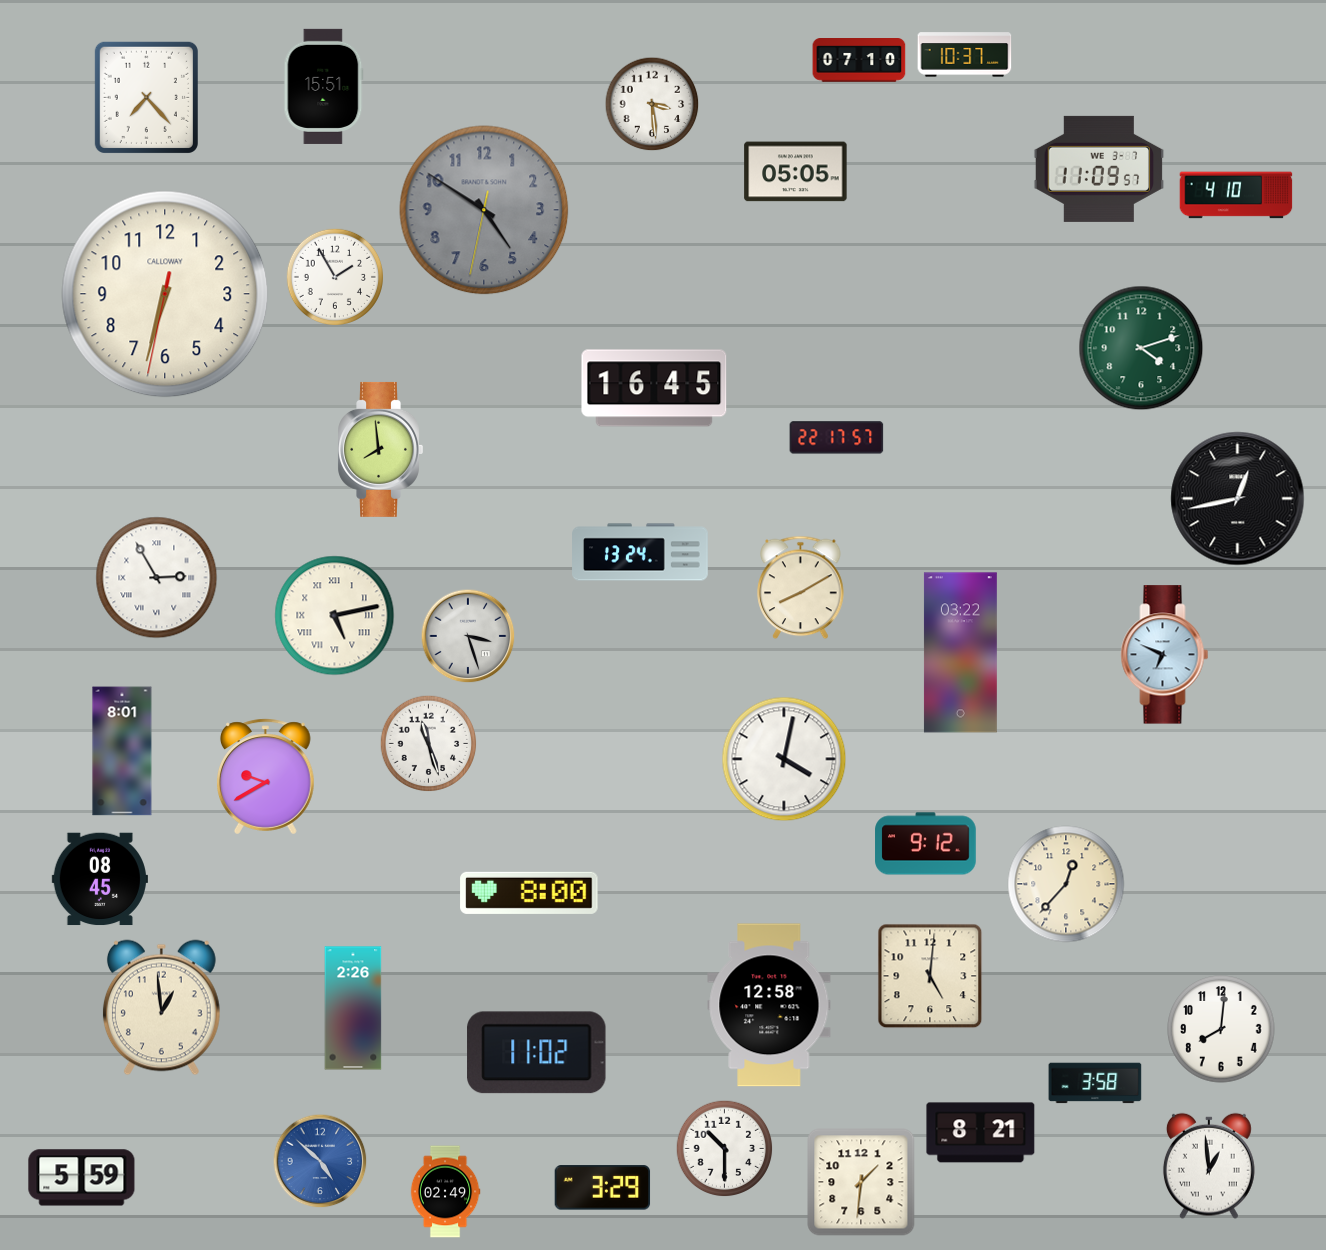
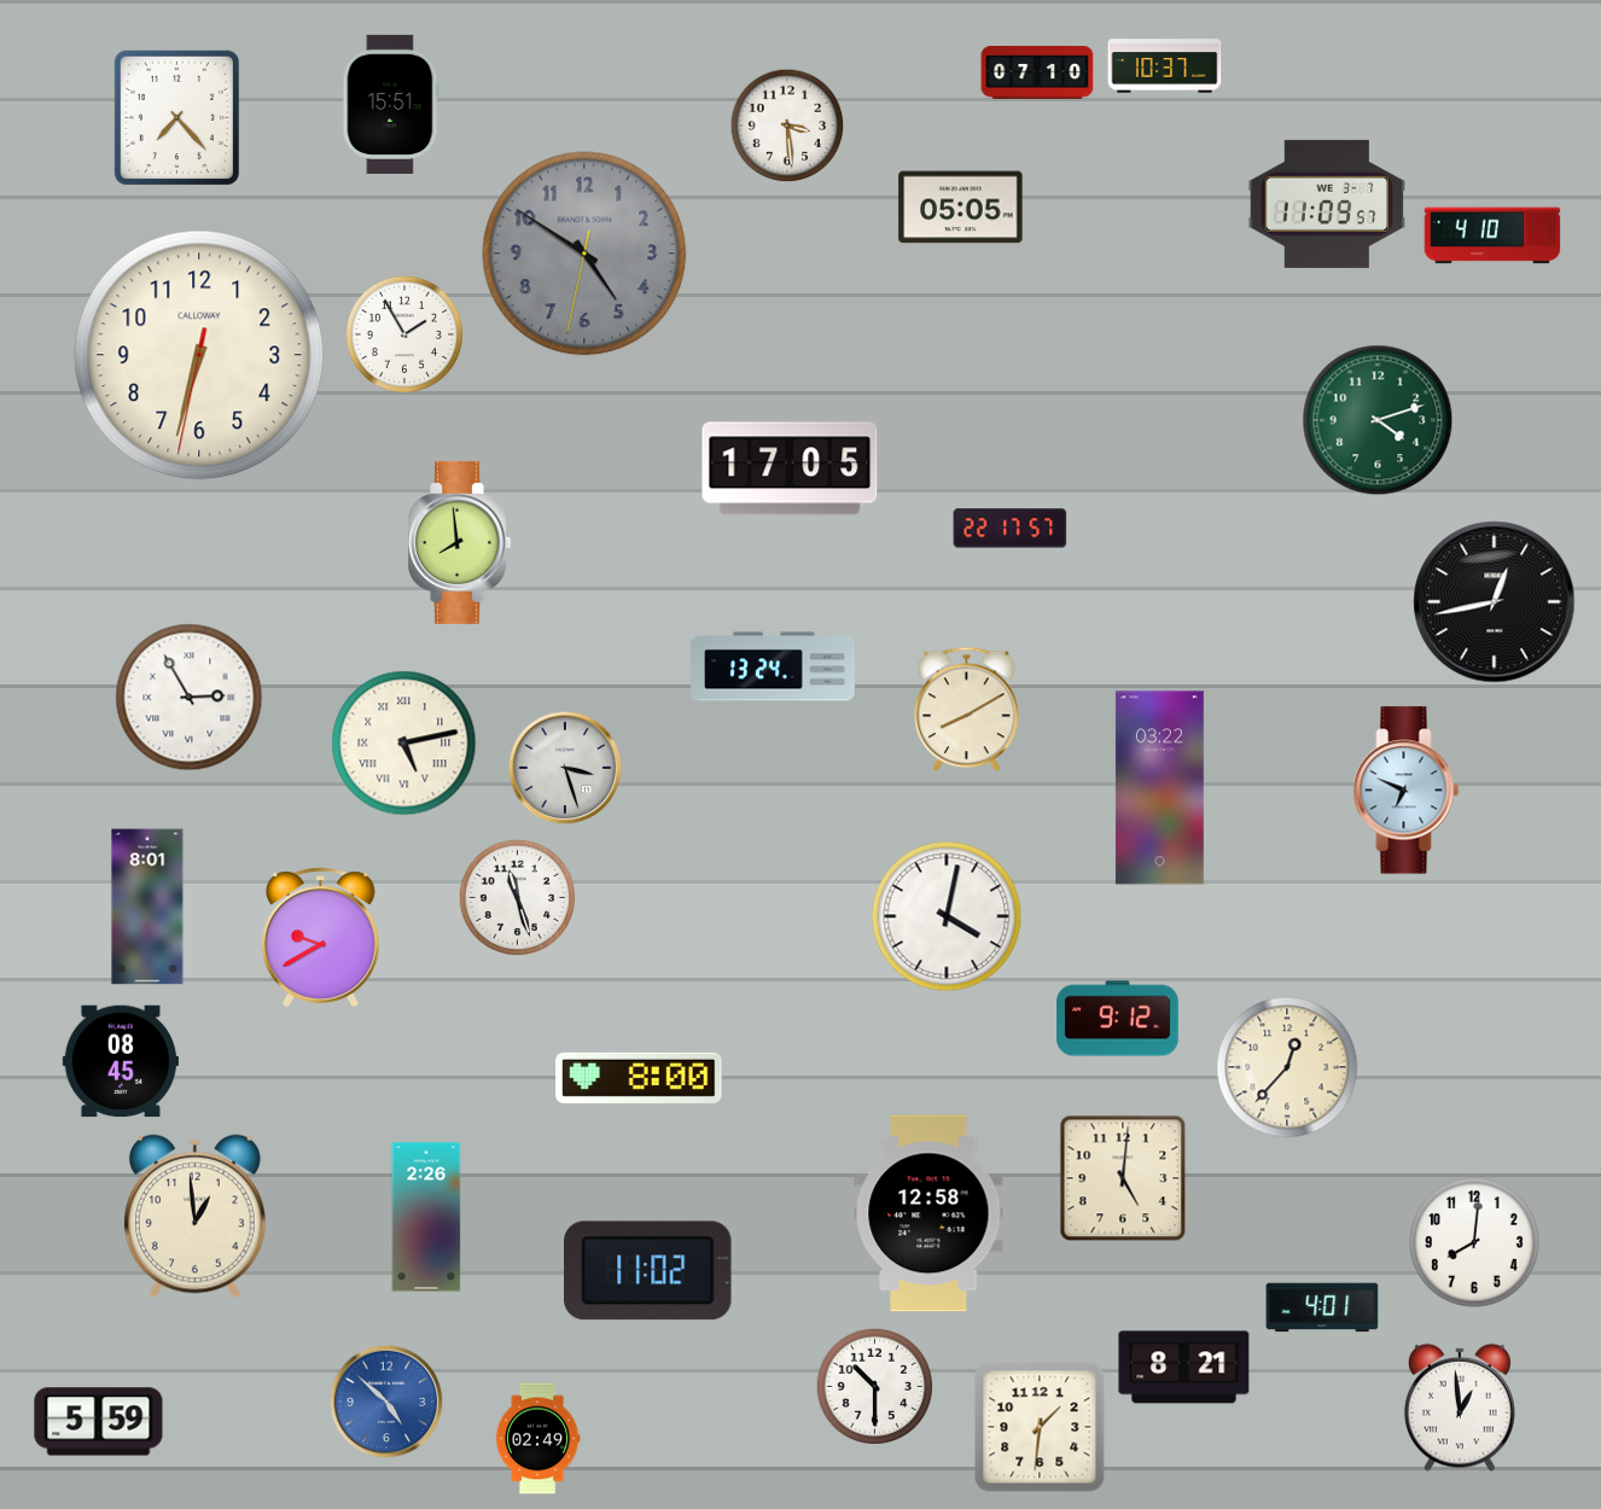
clock at (654, 388): 16:45 -> 17:05
clock at (1095, 1083): 3:58 -> 4:01
clock at (603, 1188): 3:29 -> none
